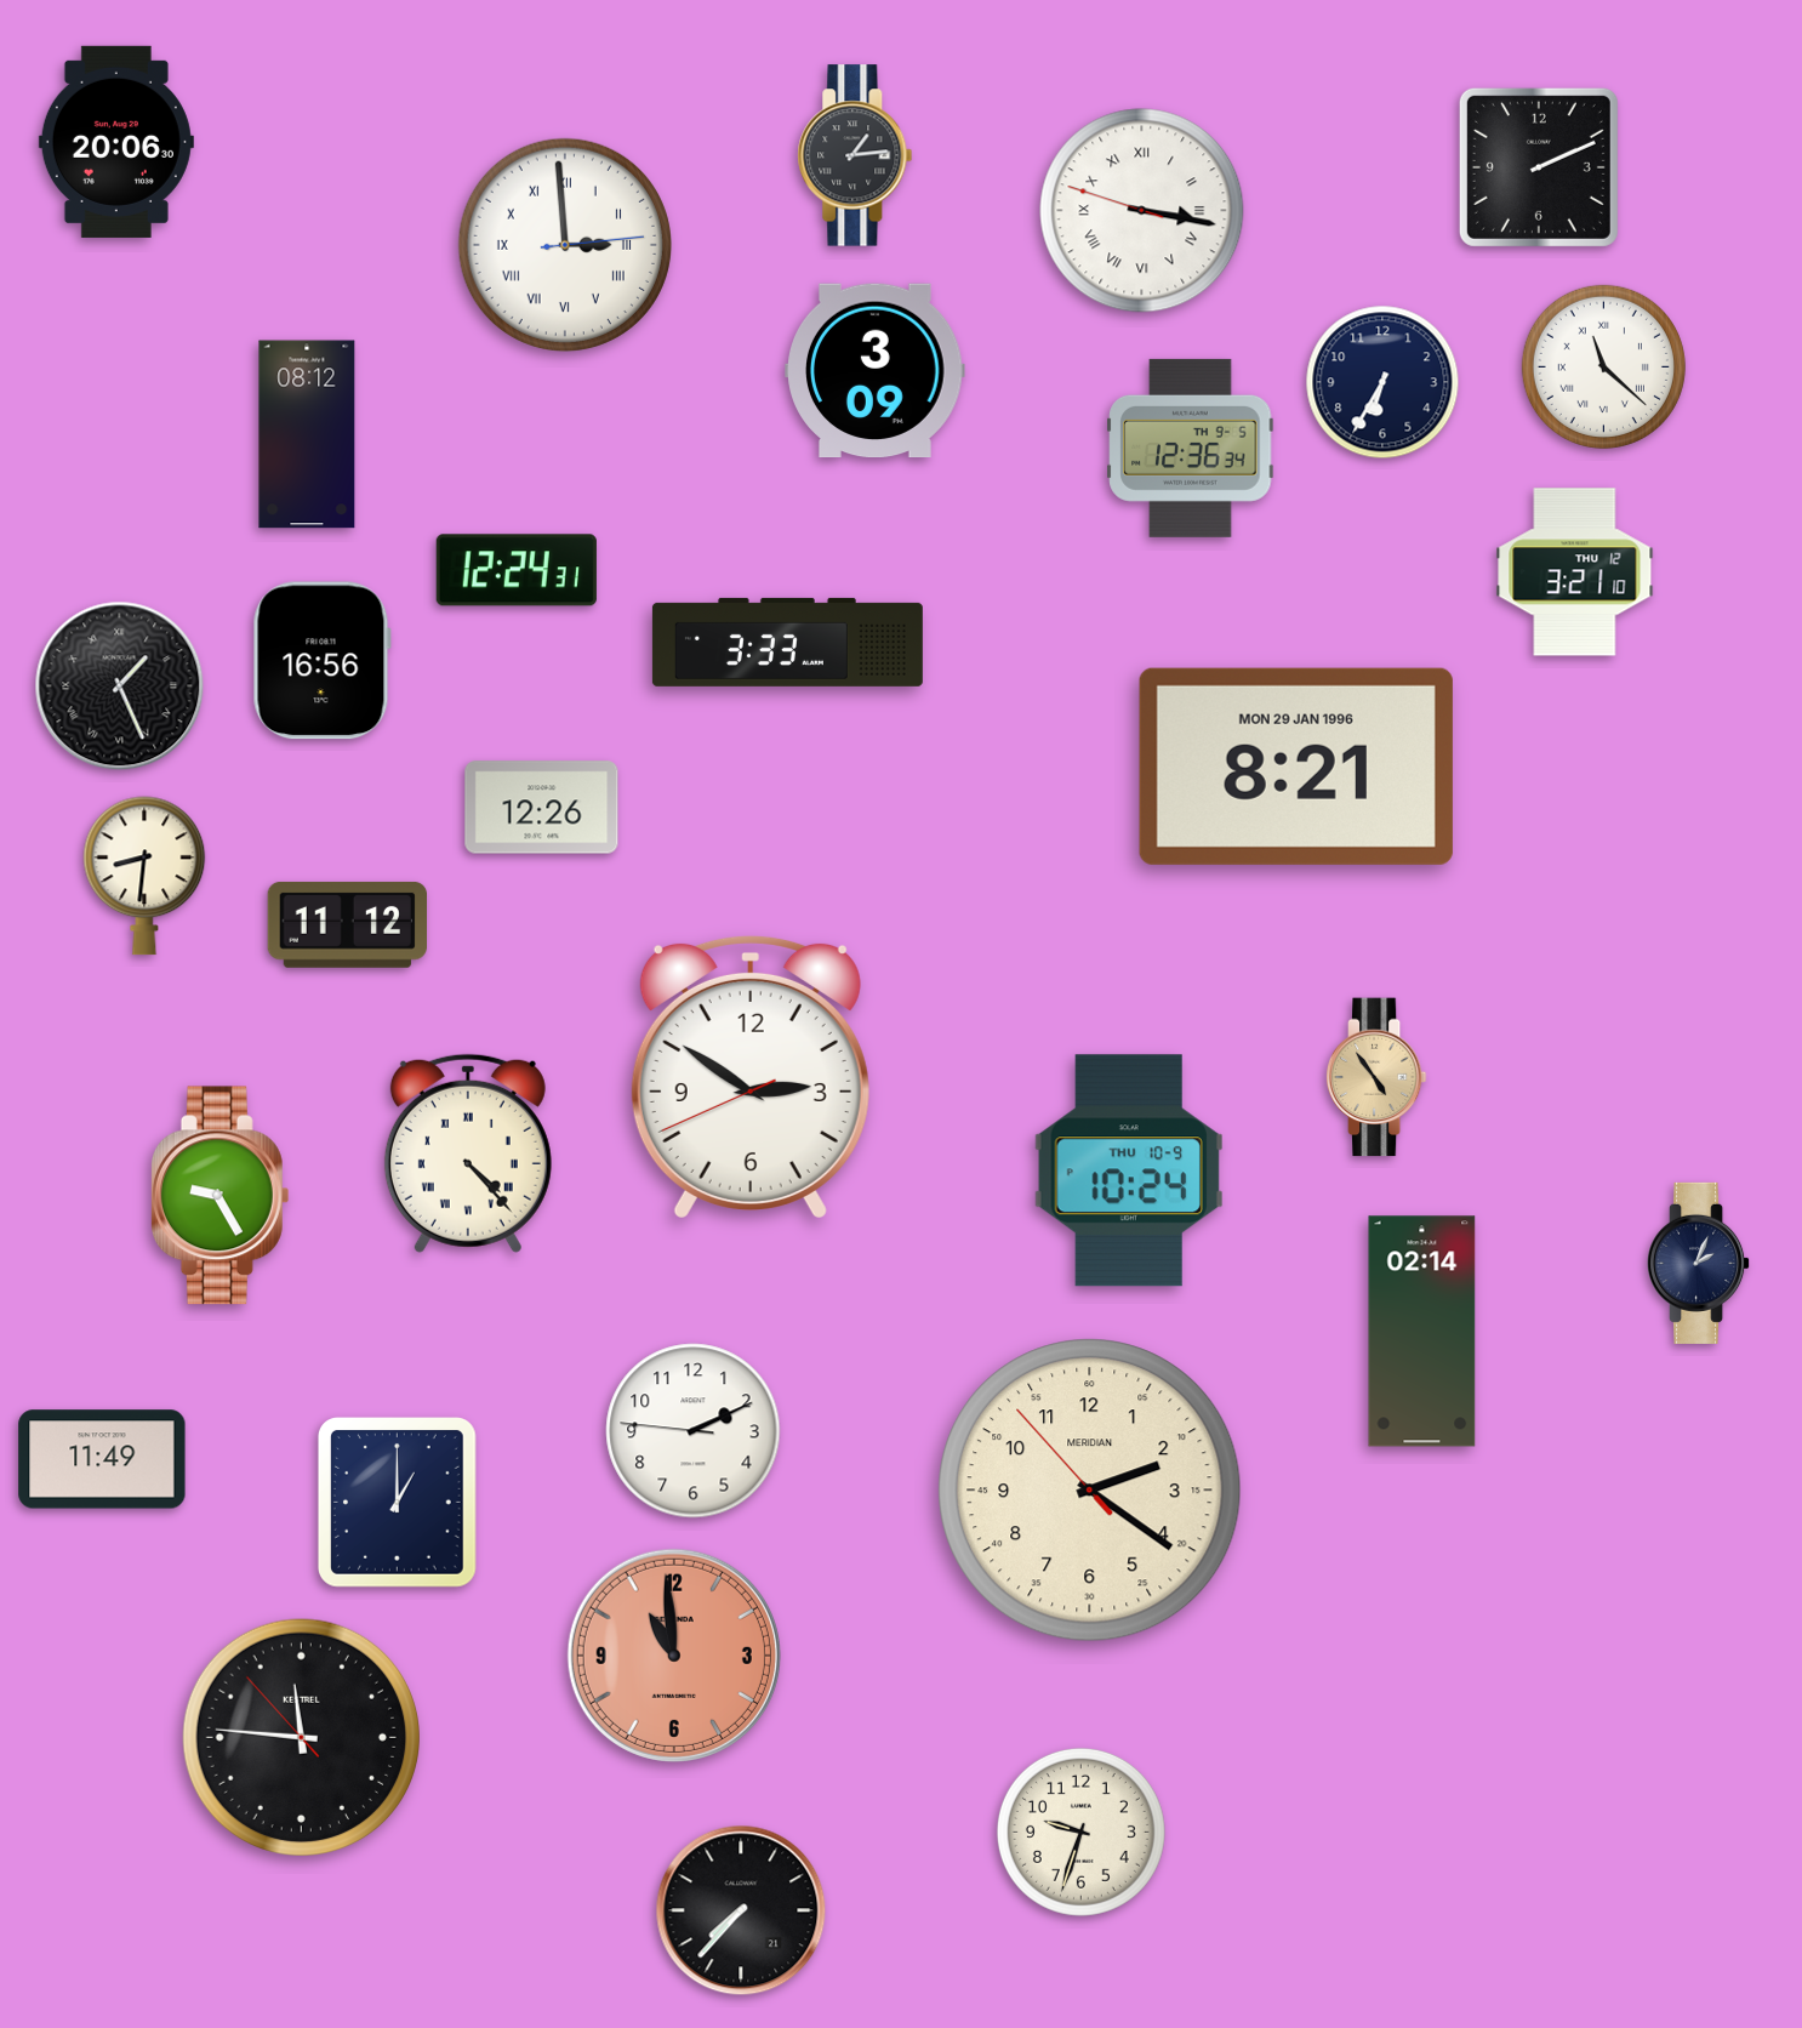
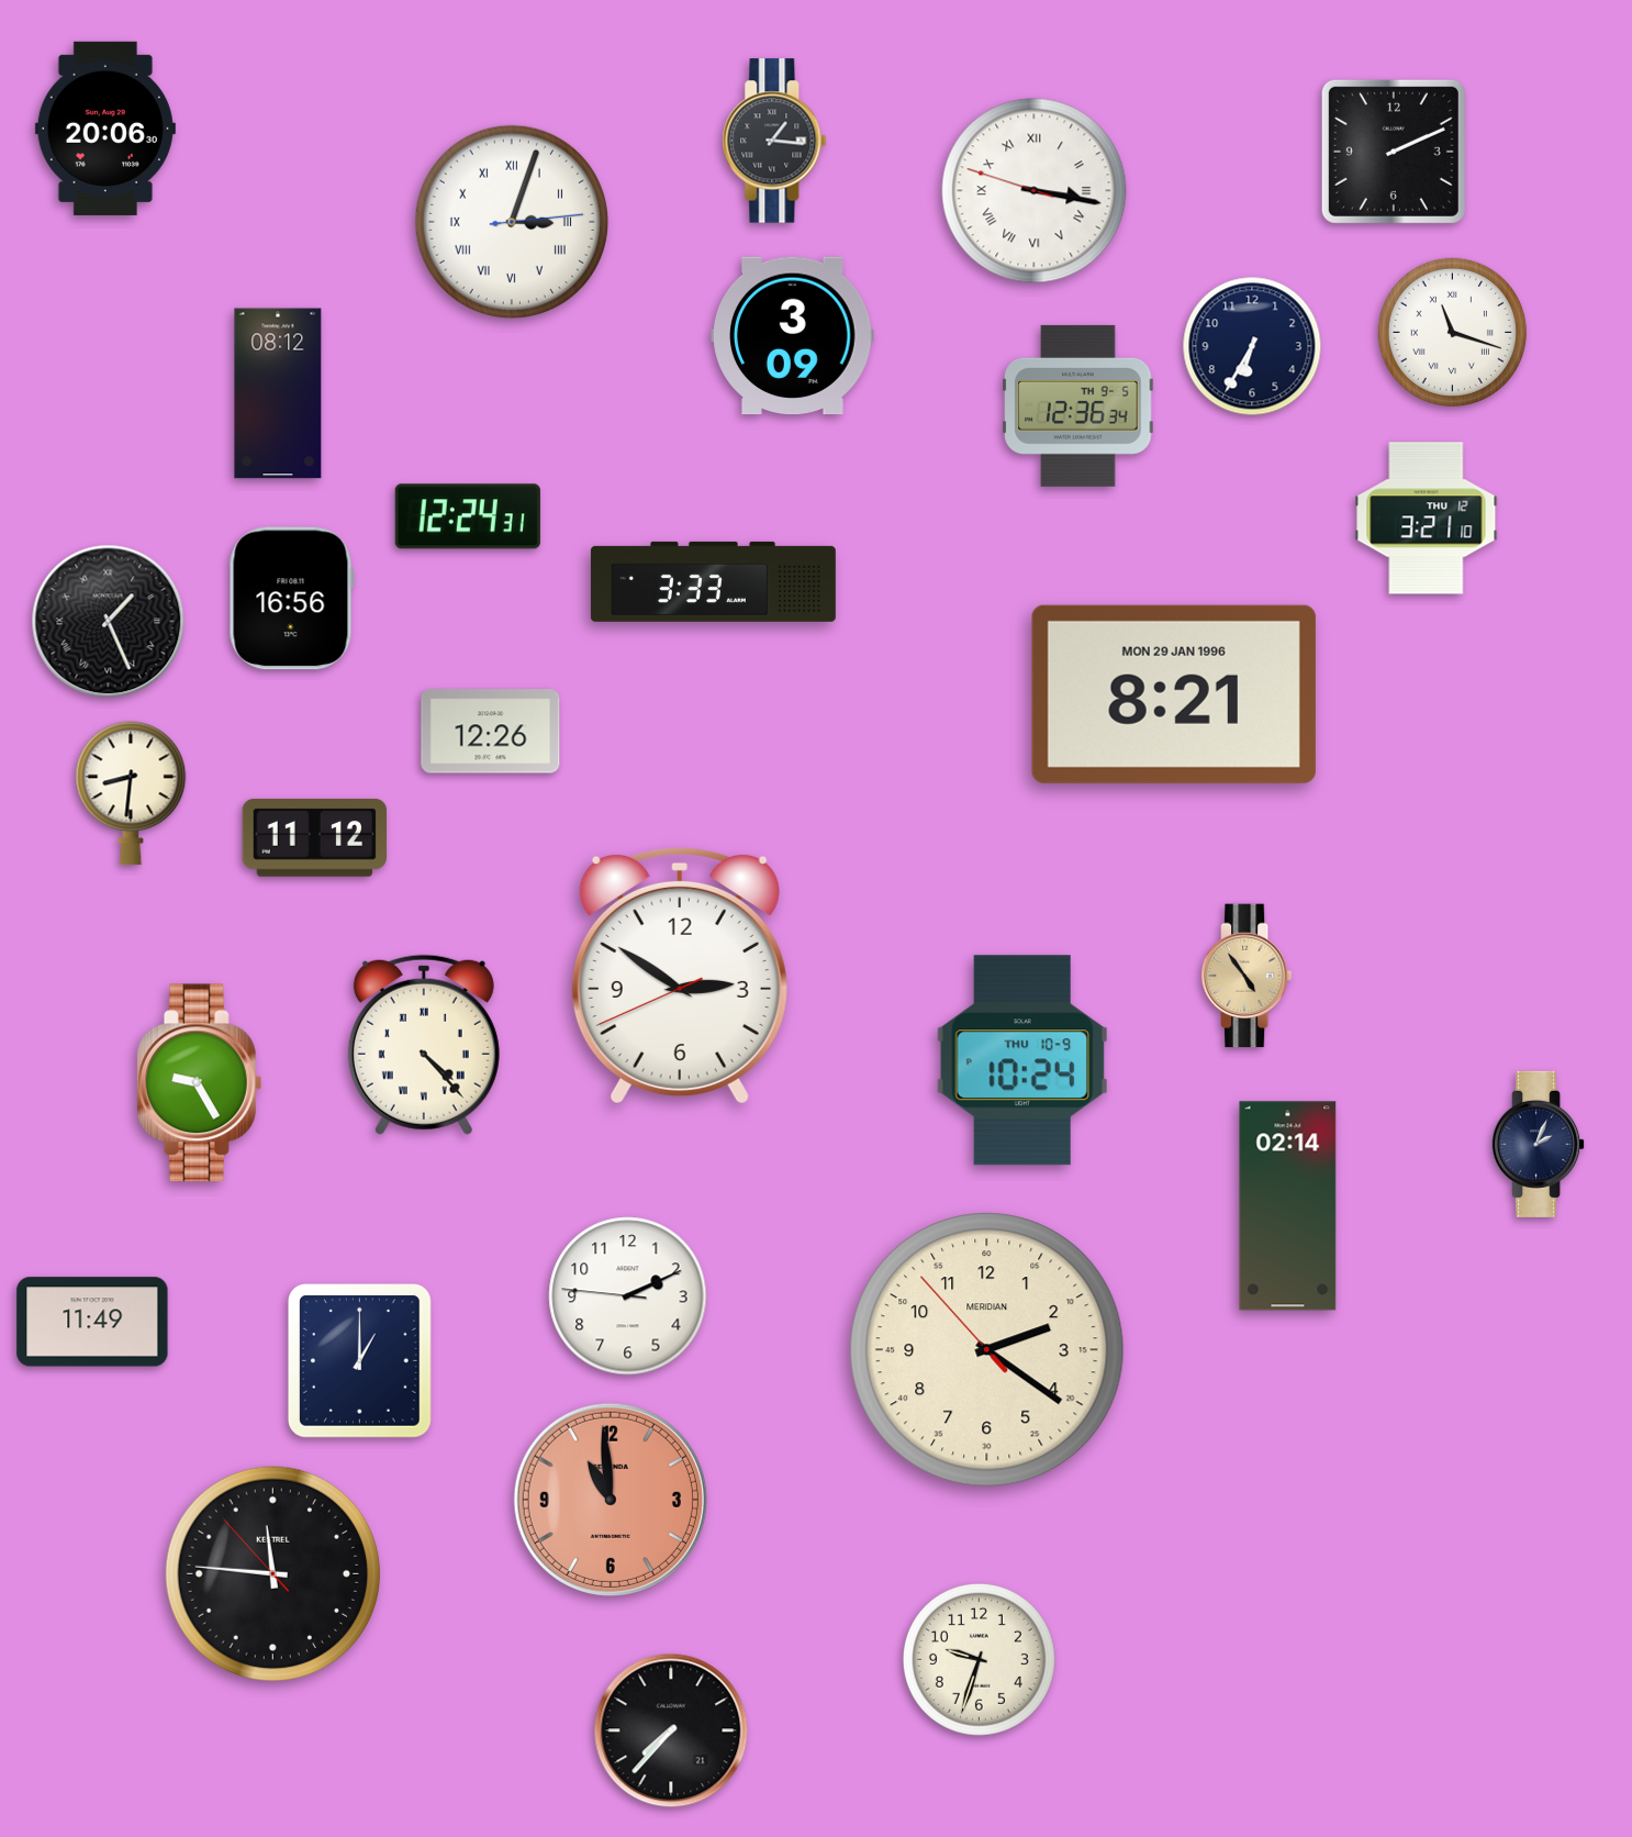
clock at (855, 155): 1:14 -> 1:16
clock at (565, 245): 2:59 -> 3:03
clock at (1603, 366): 11:22 -> 11:18
